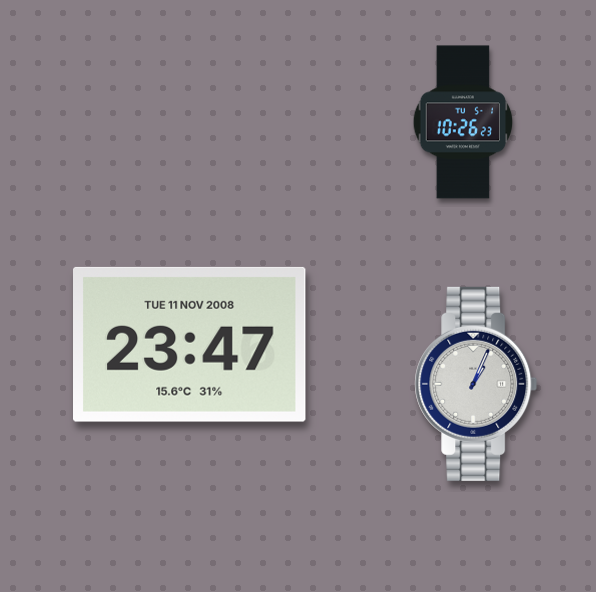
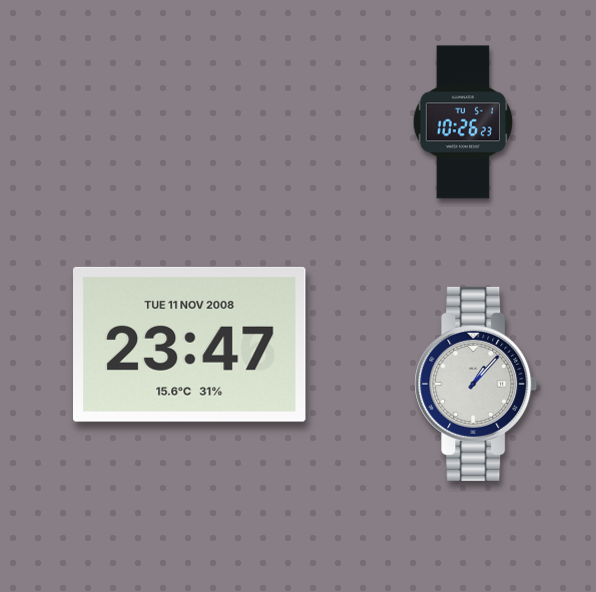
clock at (476, 384): 1:04 -> 1:07
